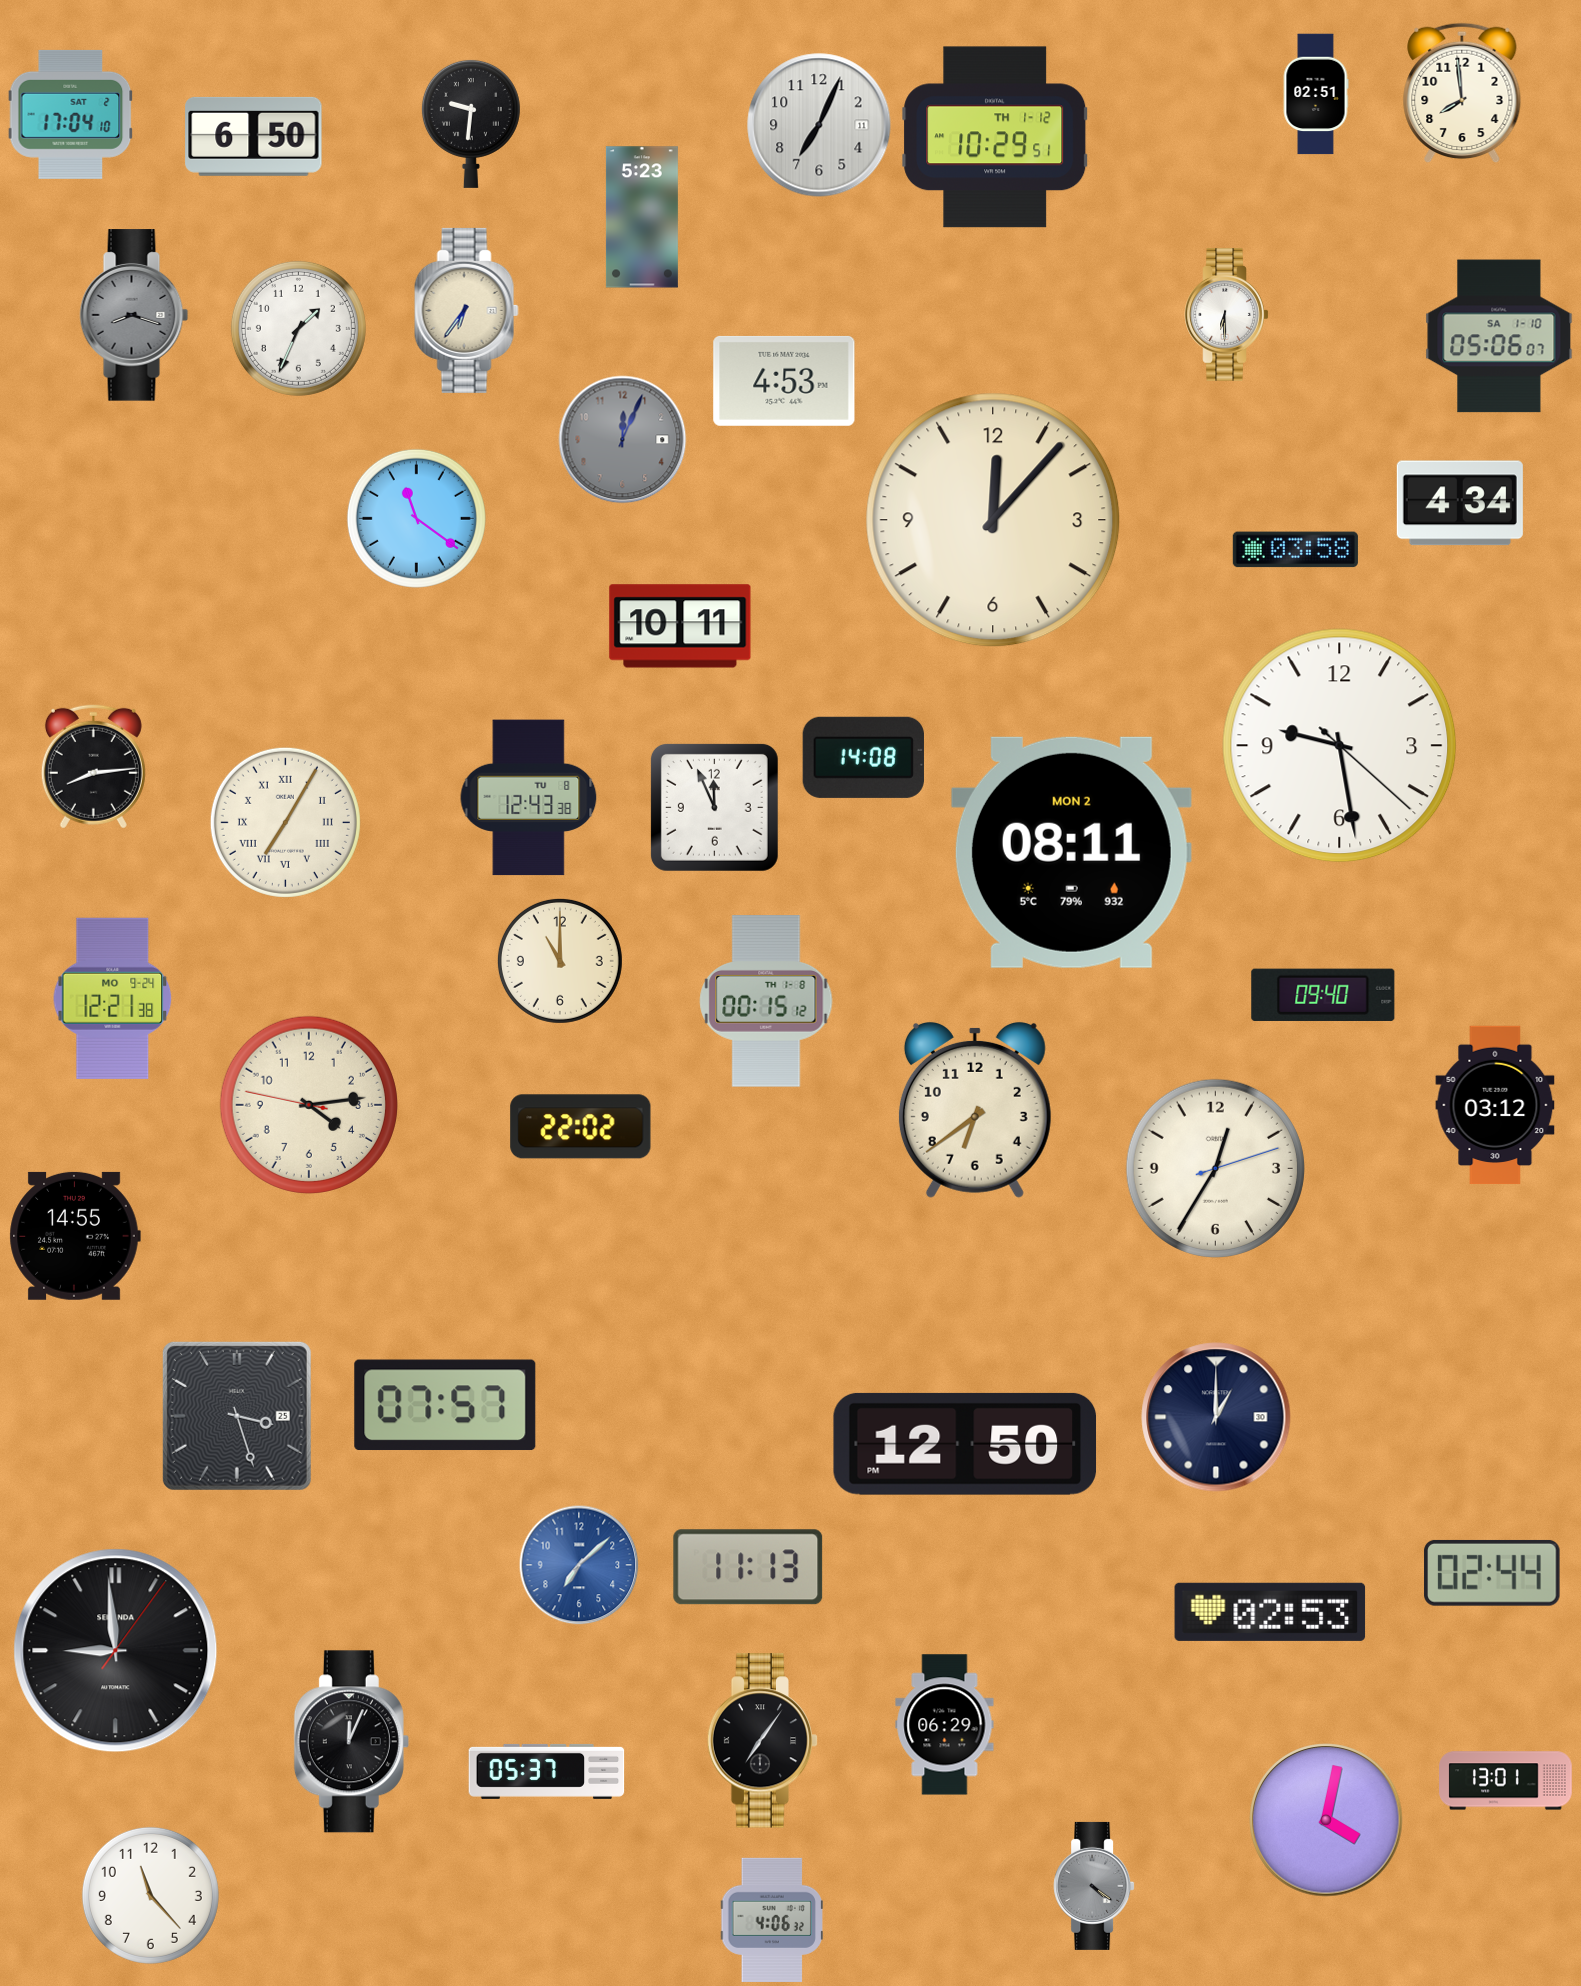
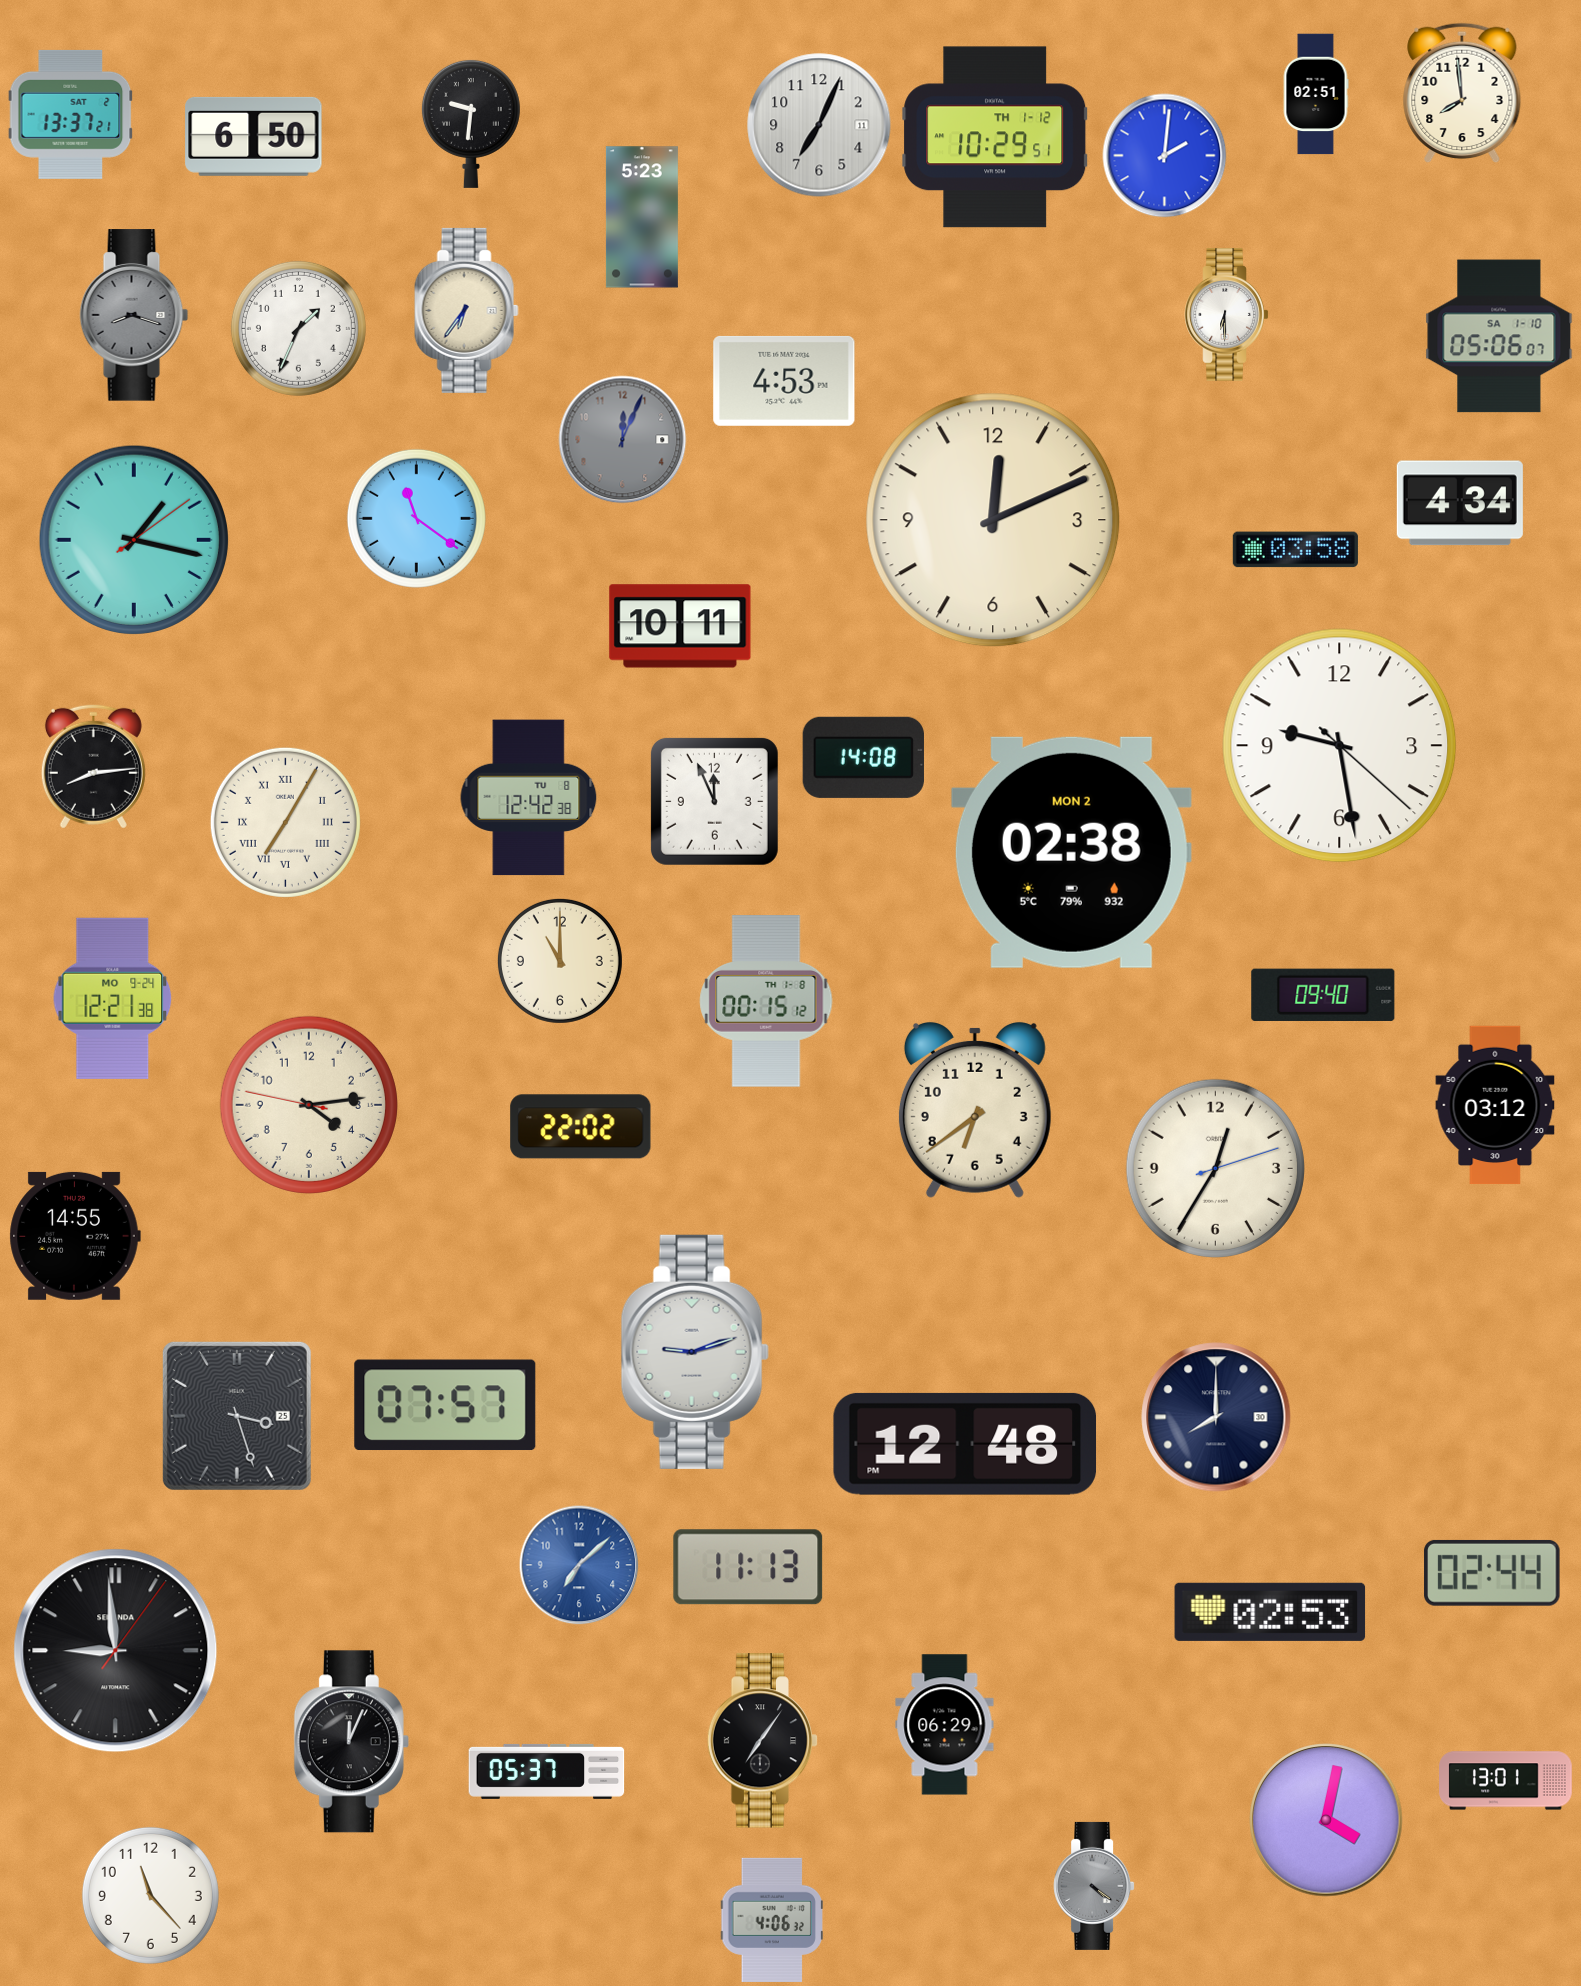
clock at (71, 114): 17:04 -> 13:37
clock at (1165, 156): none -> 2:01
clock at (993, 520): 12:07 -> 12:11
clock at (134, 540): none -> 1:17
clock at (529, 798): 12:43 -> 12:42
clock at (714, 807) position: (714, 807) -> (714, 801)
clock at (1071, 852): 08:11 -> 02:38
clock at (695, 1352): none -> 9:12
clock at (1216, 1417): 1:00 -> 8:00
clock at (965, 1444): 12:50 -> 12:48
